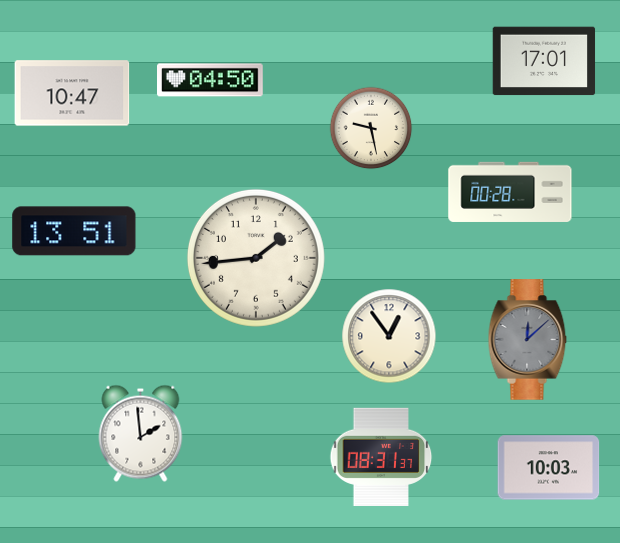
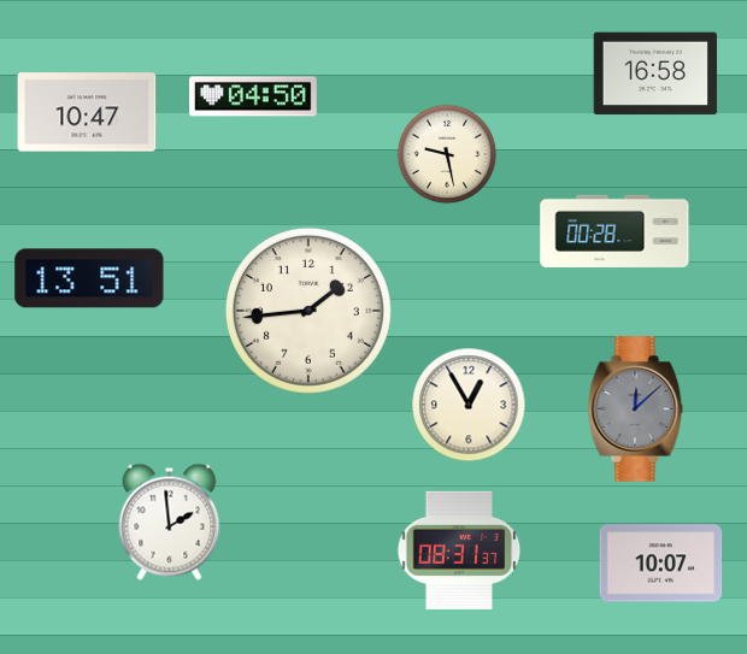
clock at (544, 61): 17:01 -> 16:58
clock at (389, 336): 12:54 -> 12:55
clock at (549, 468): 10:03 -> 10:07
